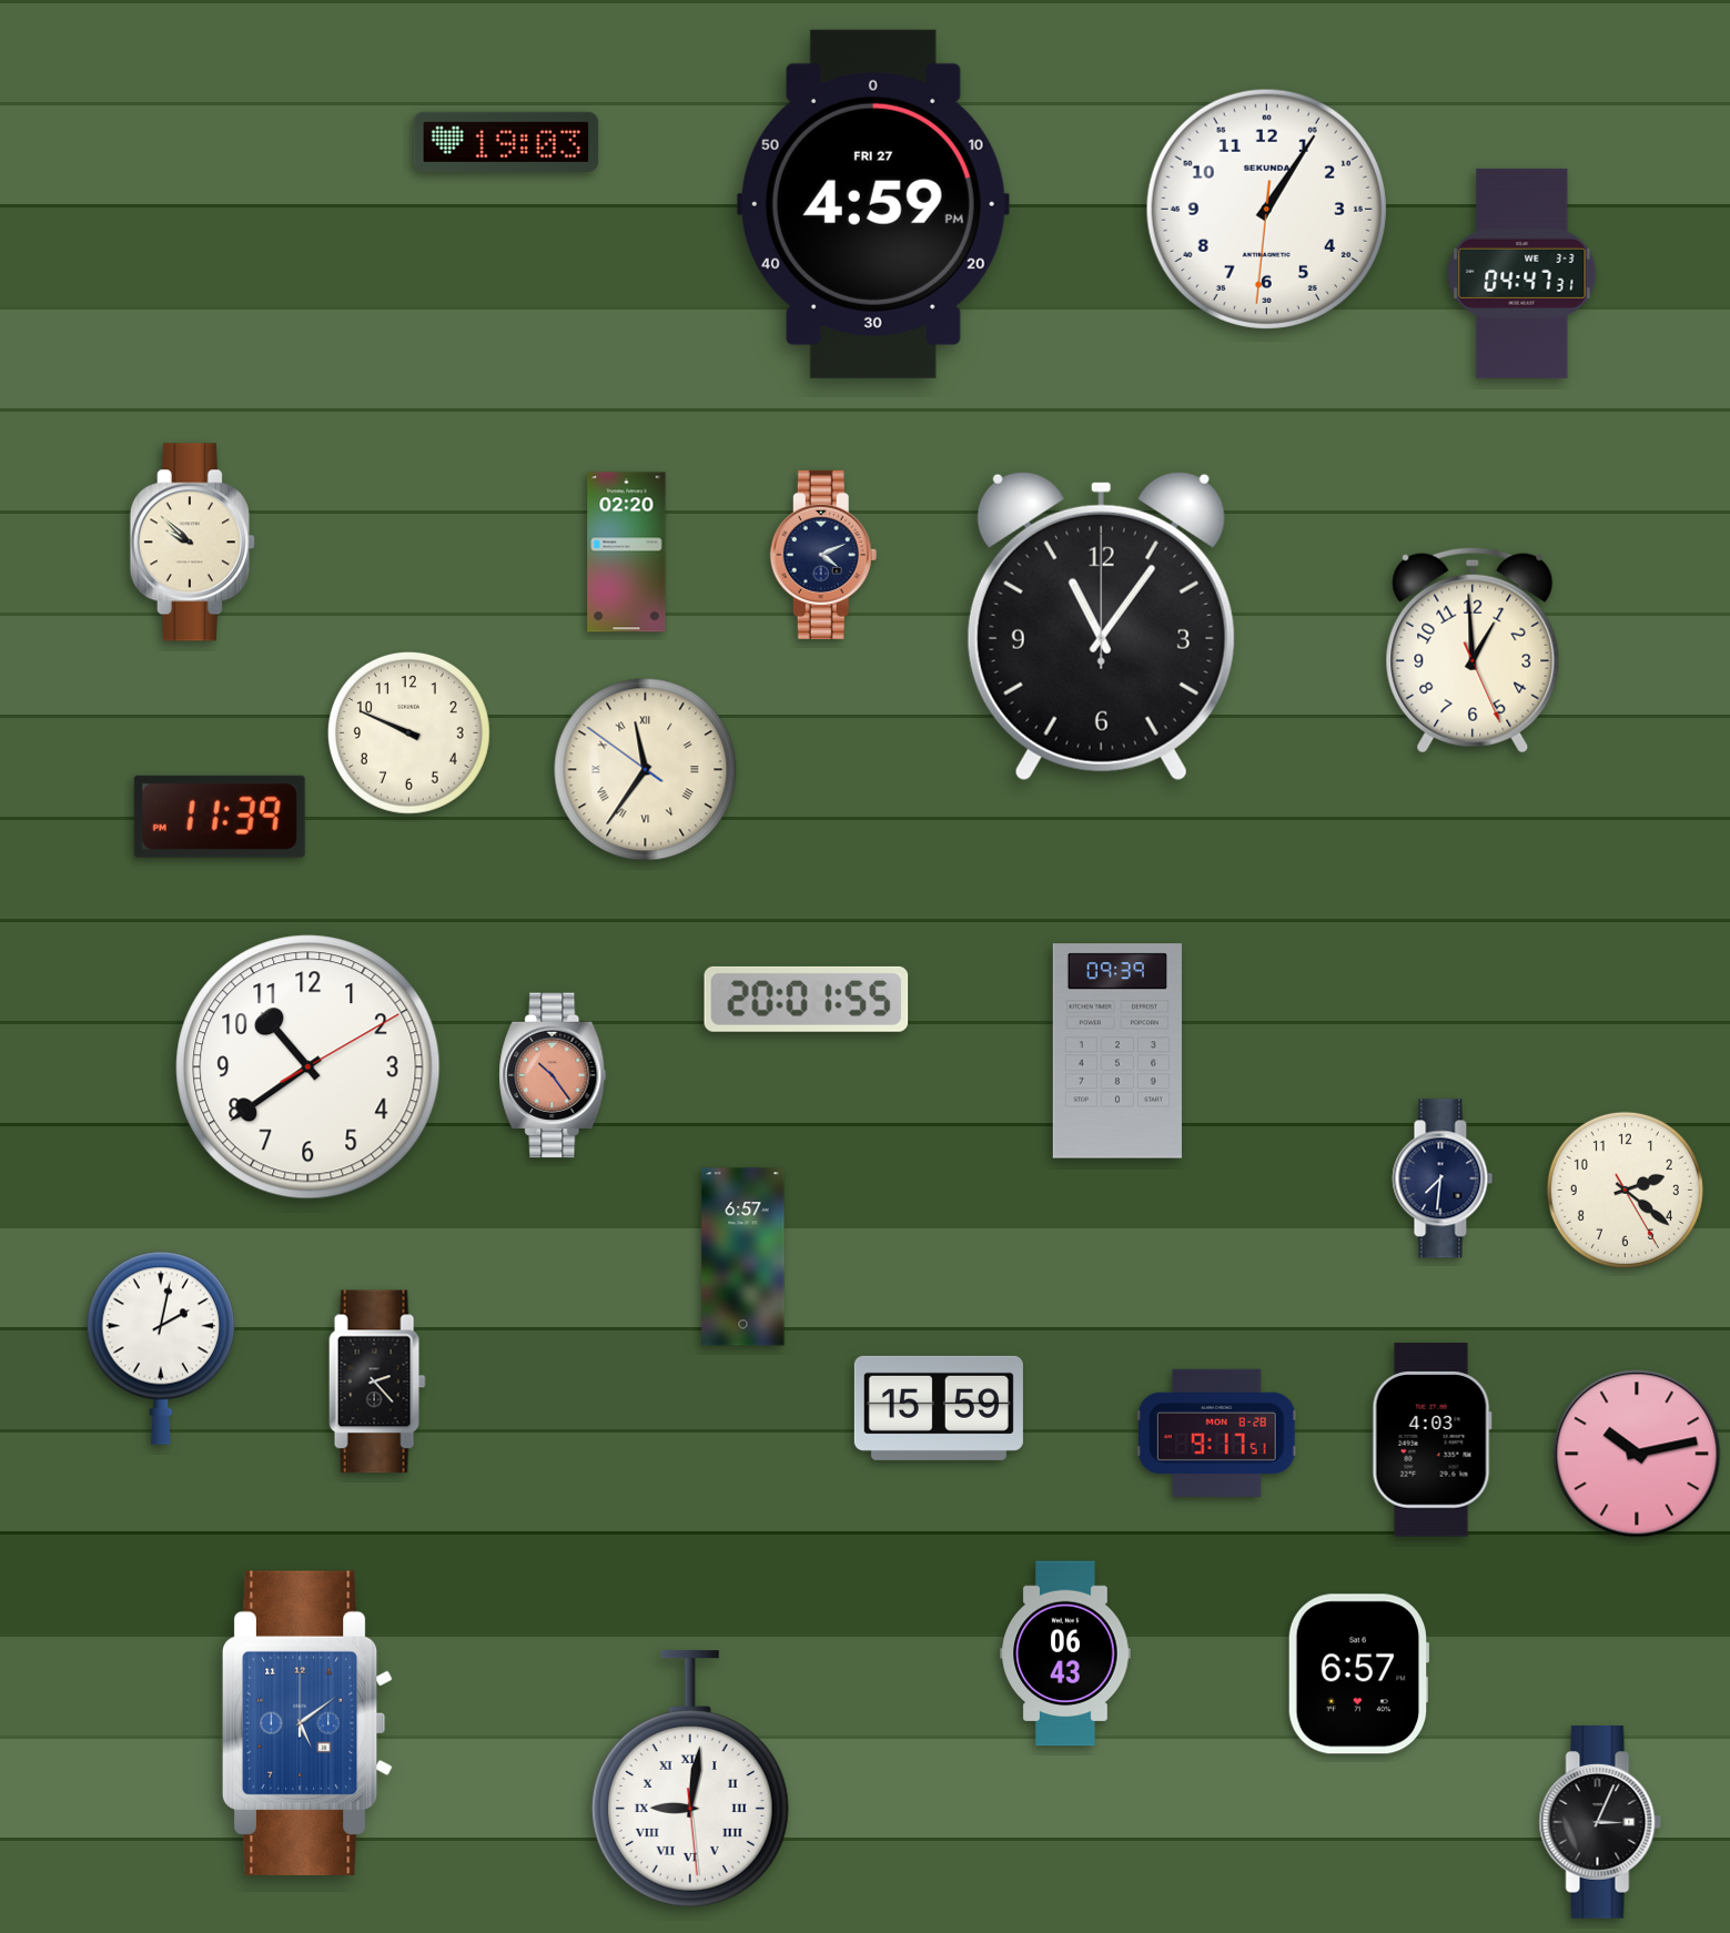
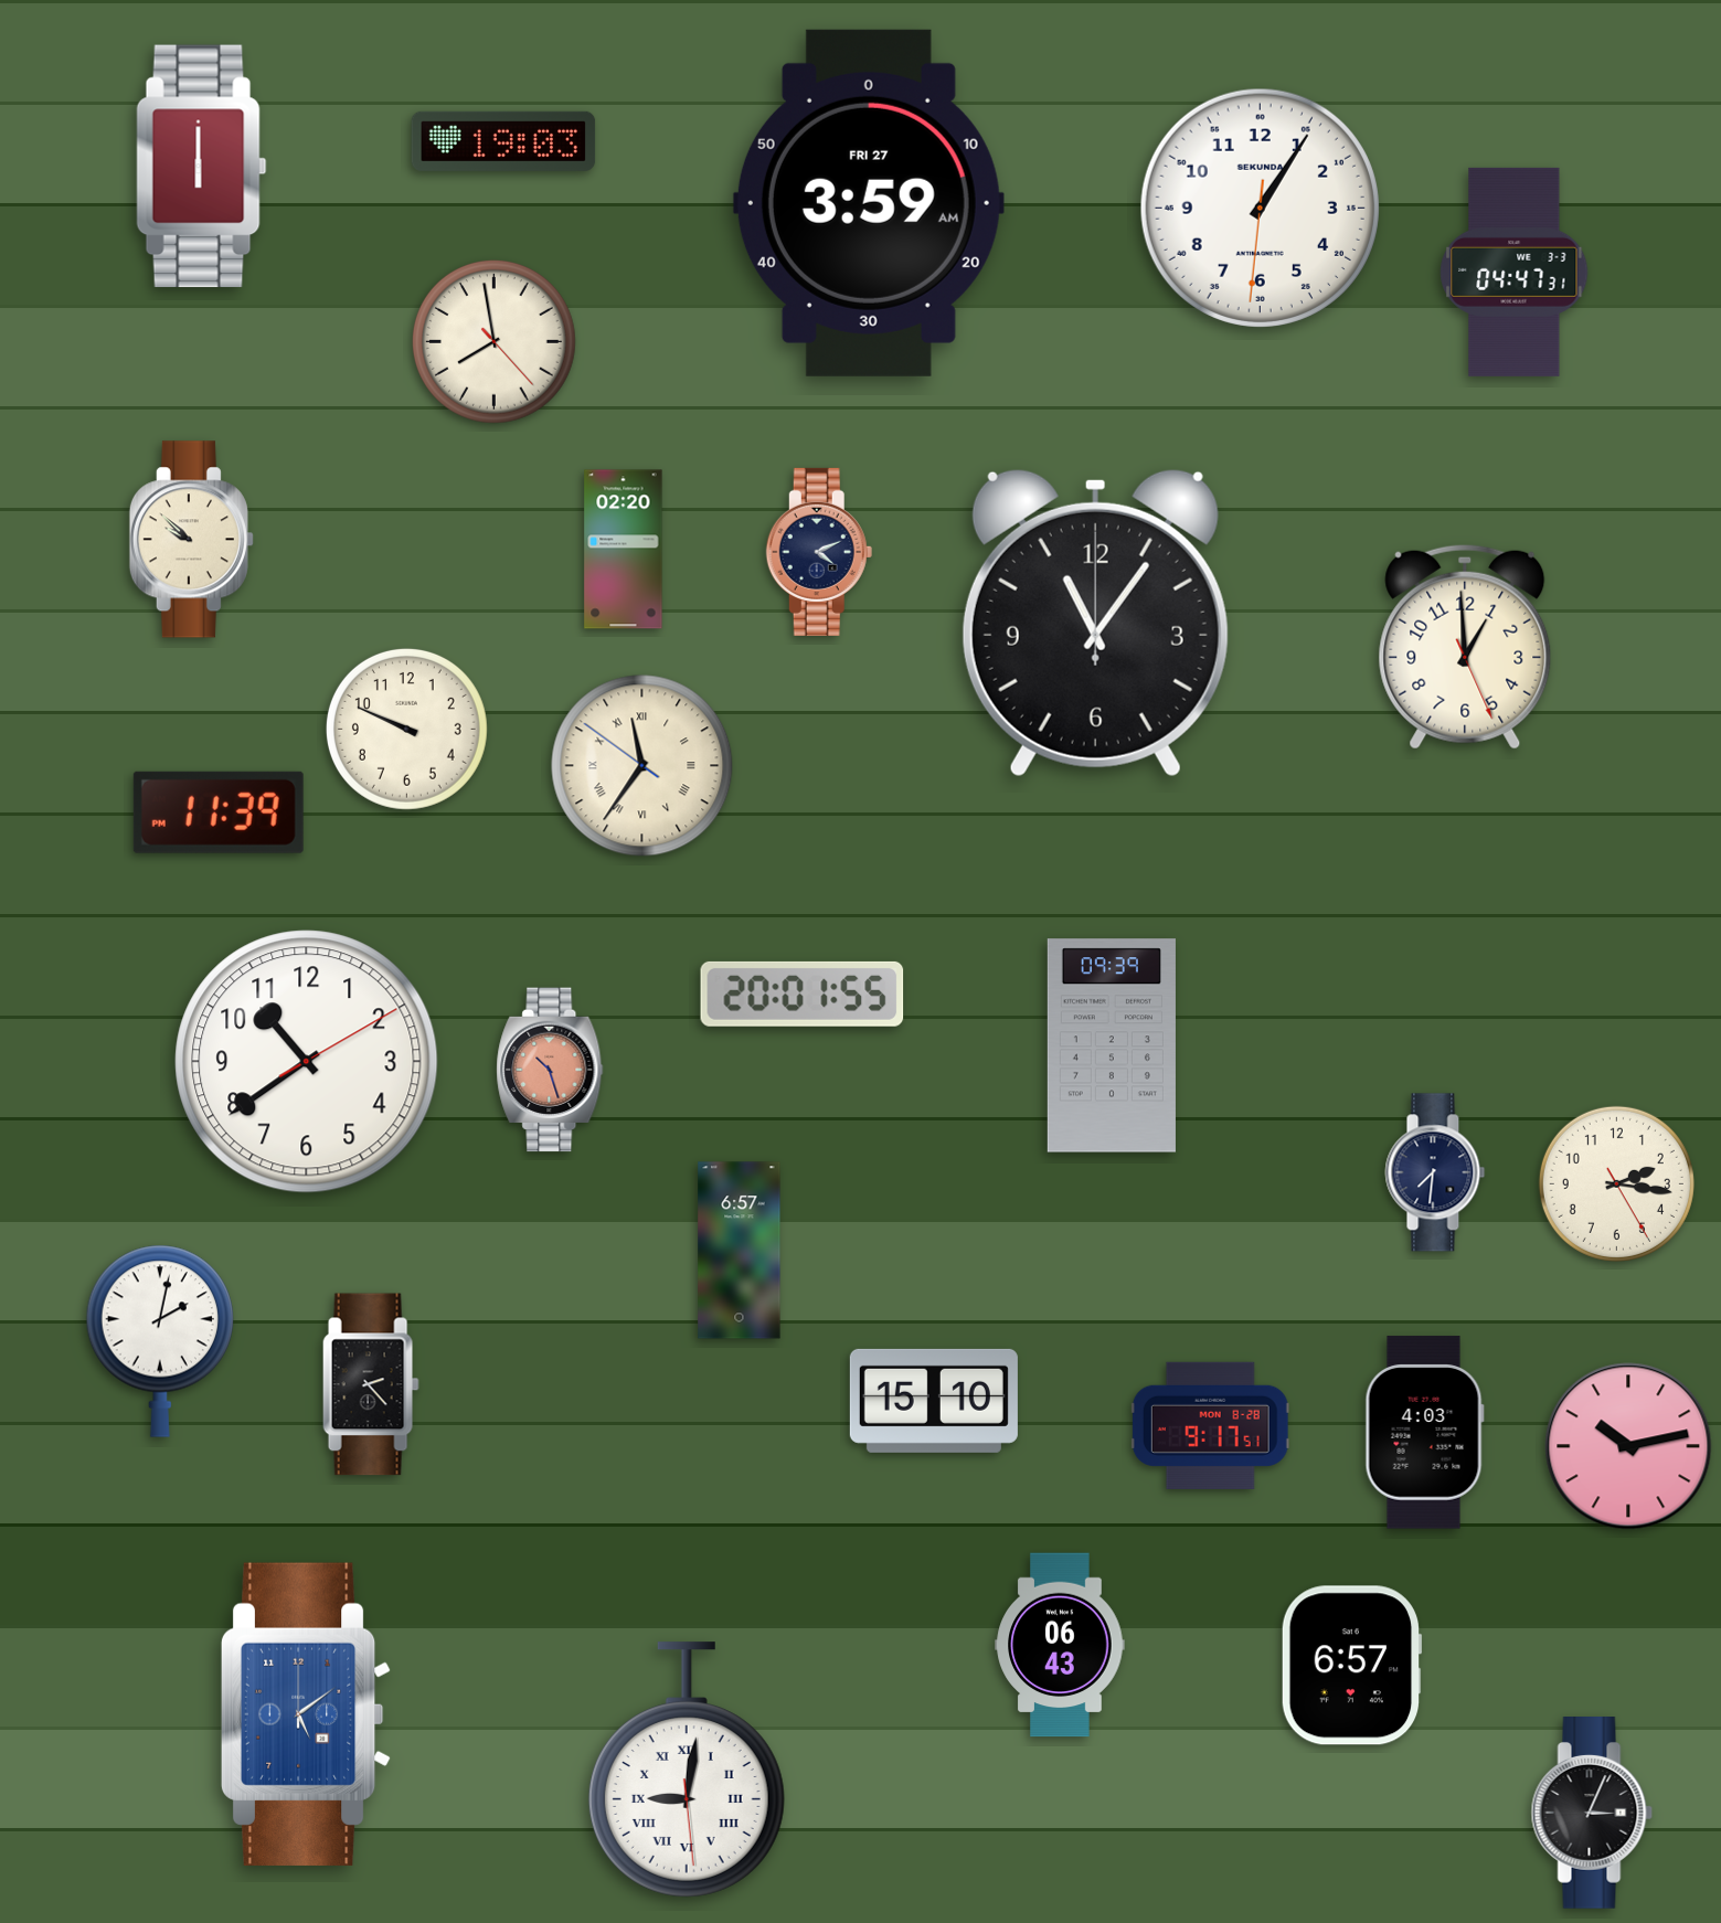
clock at (202, 167): none -> 6:00
clock at (873, 204): 4:59 -> 3:59
clock at (493, 341): none -> 7:58
clock at (553, 1075): 10:24 -> 10:27
clock at (1625, 1190): 2:21 -> 2:16
clock at (377, 1382) position: (377, 1382) -> (371, 1384)
clock at (939, 1408): 15:59 -> 15:10
